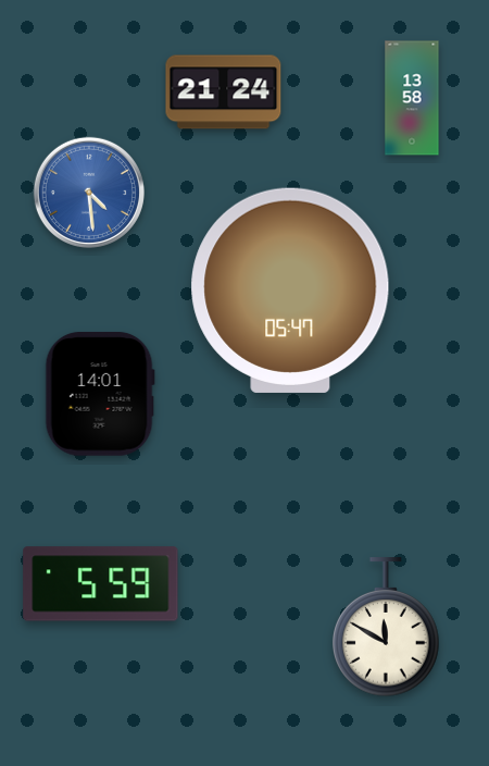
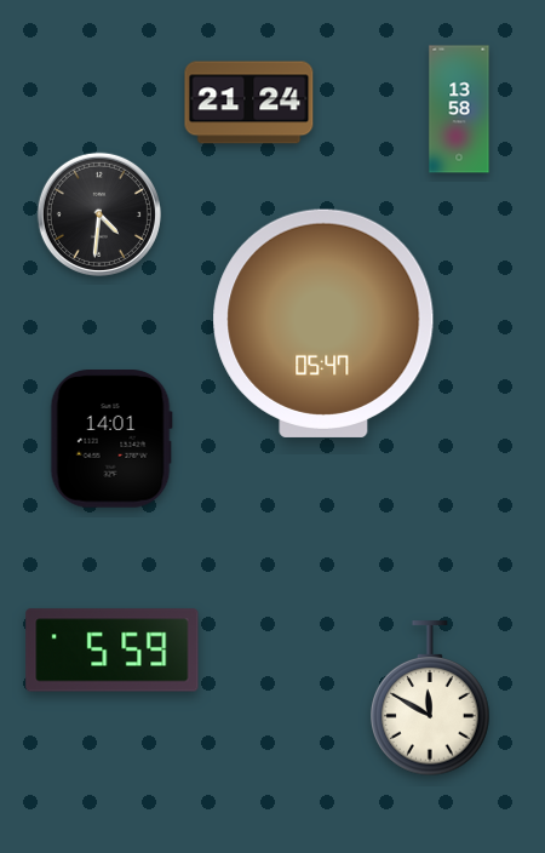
clock at (89, 193): 4:29 -> 4:31
clock at (89, 193) dial: blue -> black
